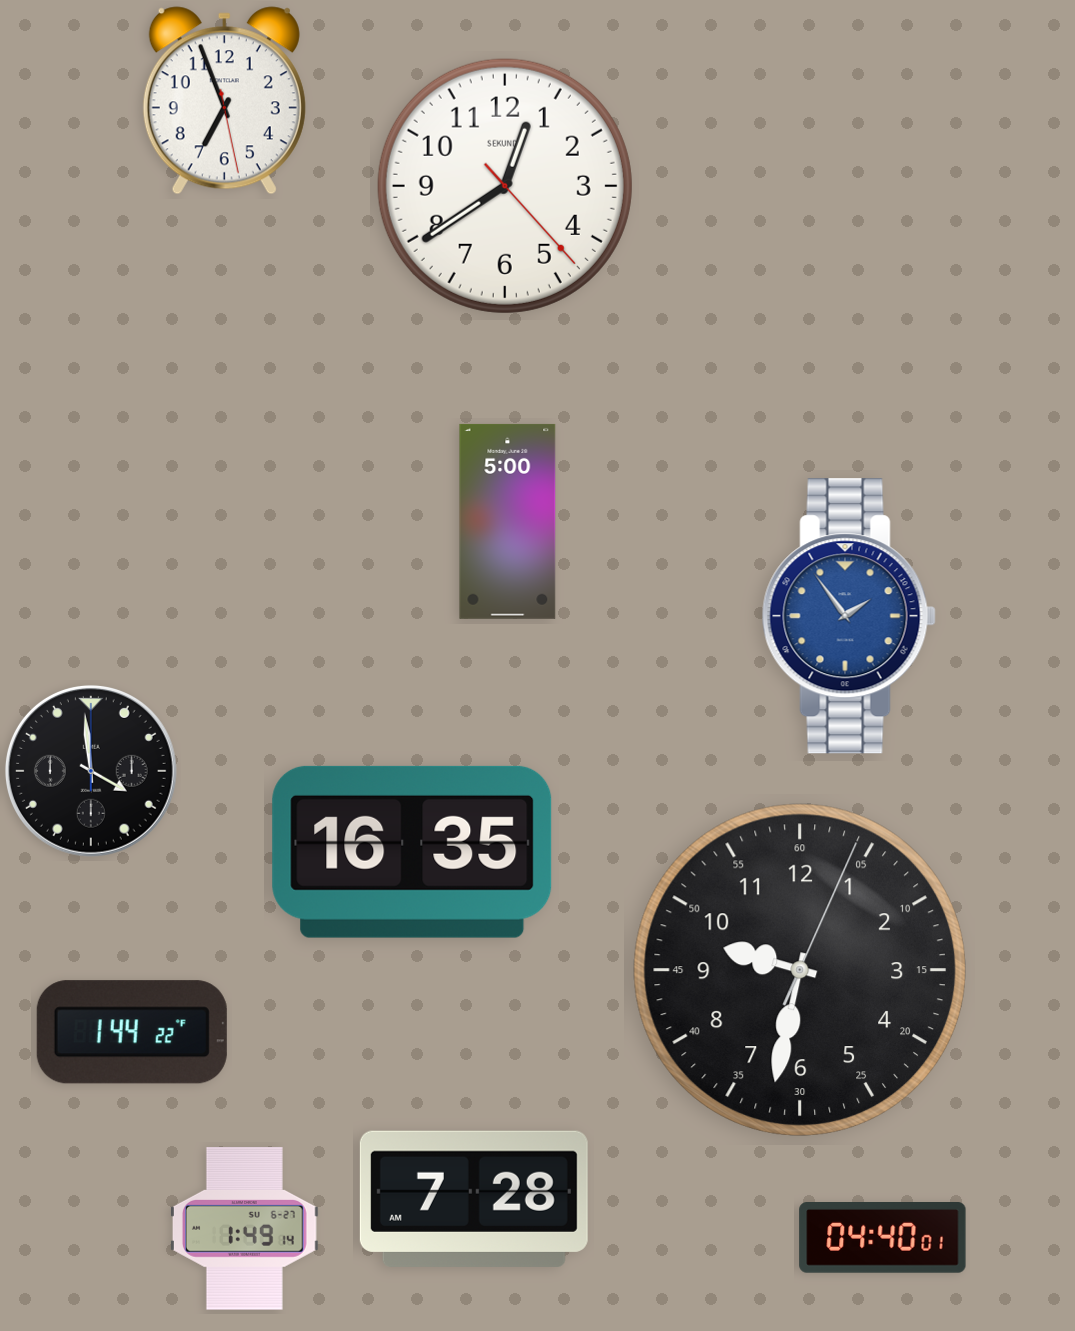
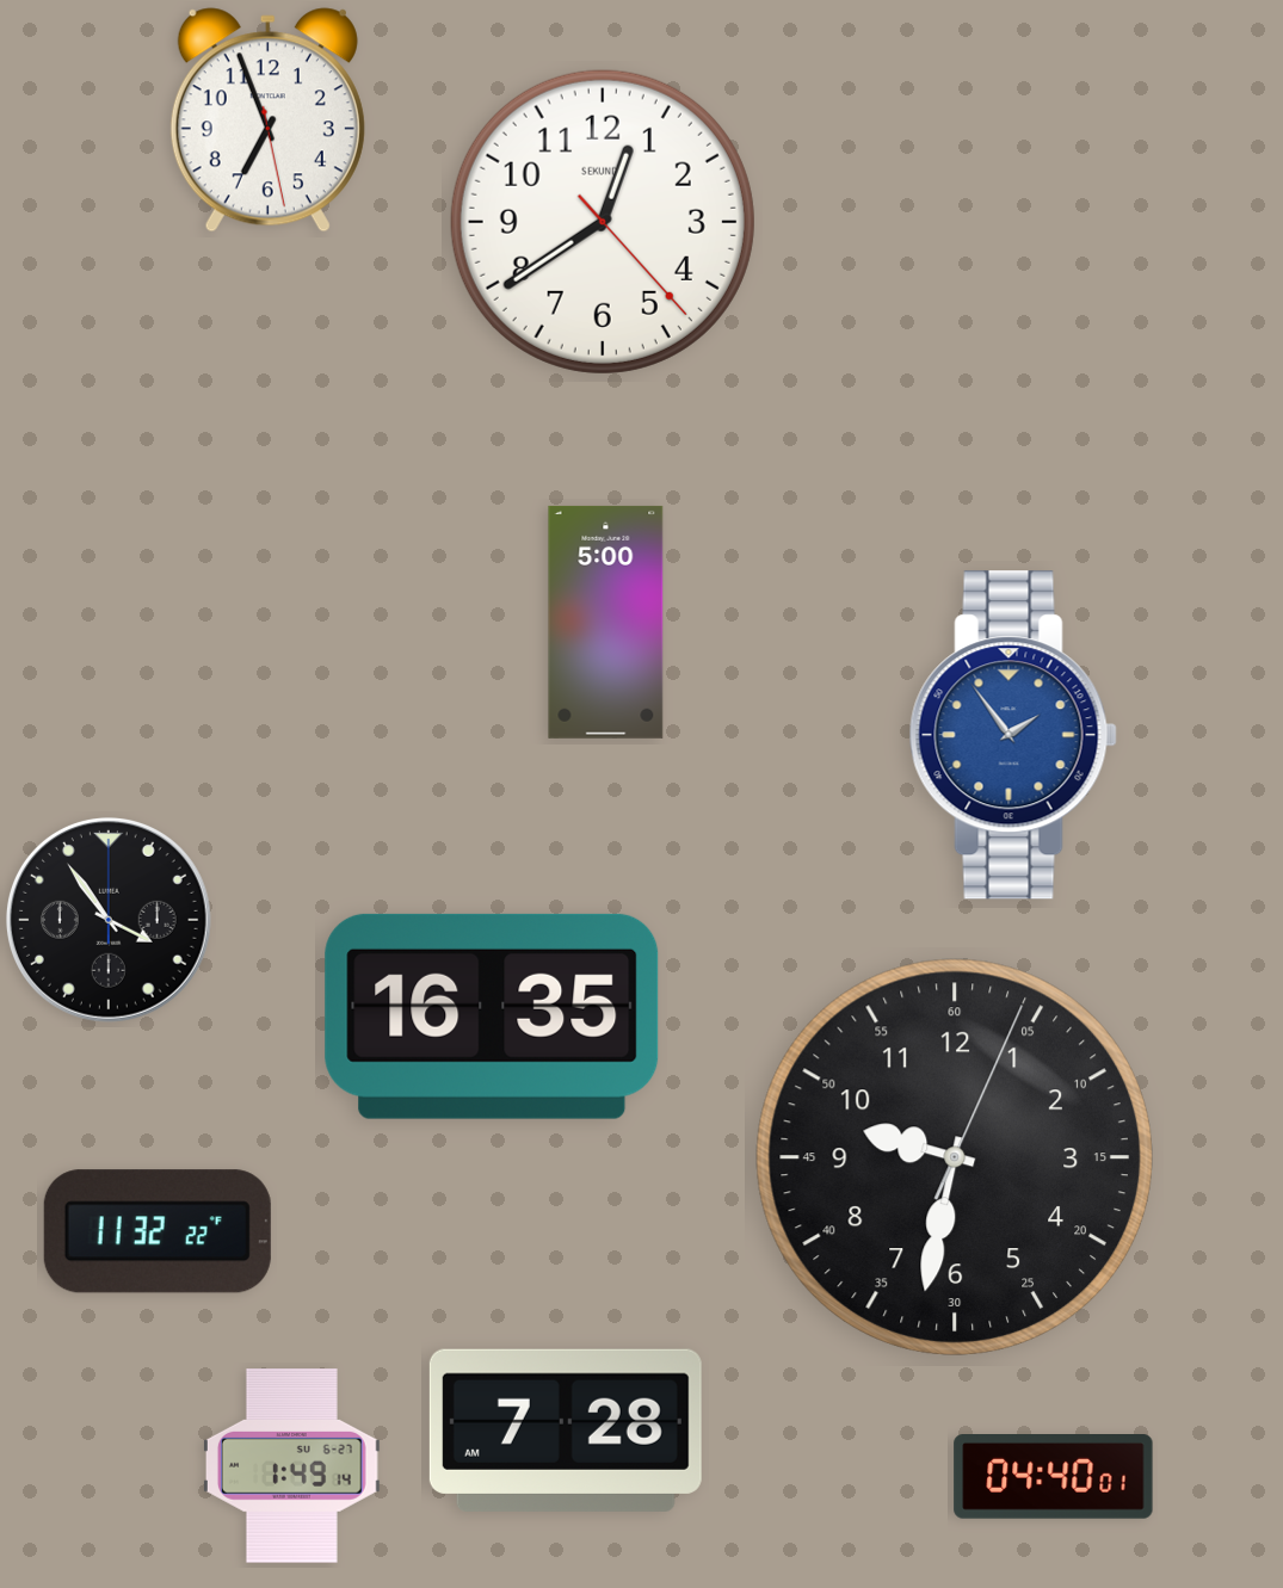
clock at (91, 771): 3:59 -> 3:54
clock at (132, 1032): 1:44 -> 11:32
